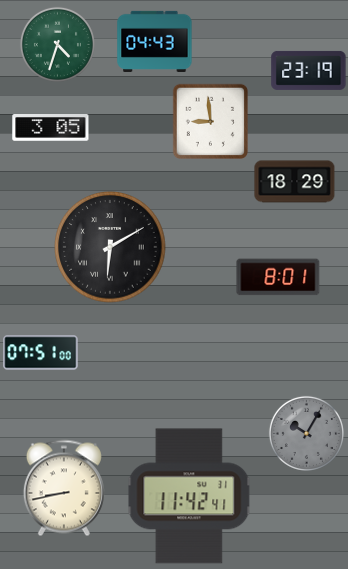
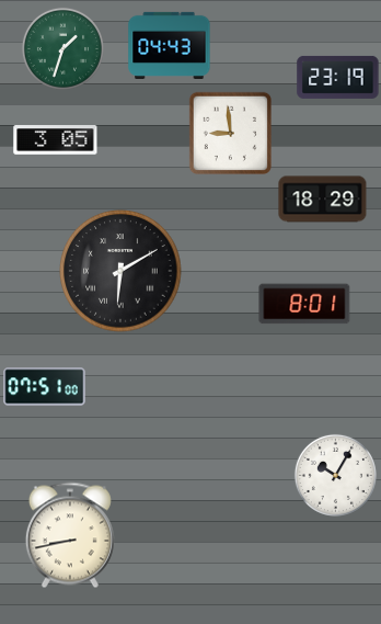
clock at (57, 44): 4:33 -> 1:33
clock at (306, 433) dial: grey -> white
clock at (189, 496): 11:42 -> none
